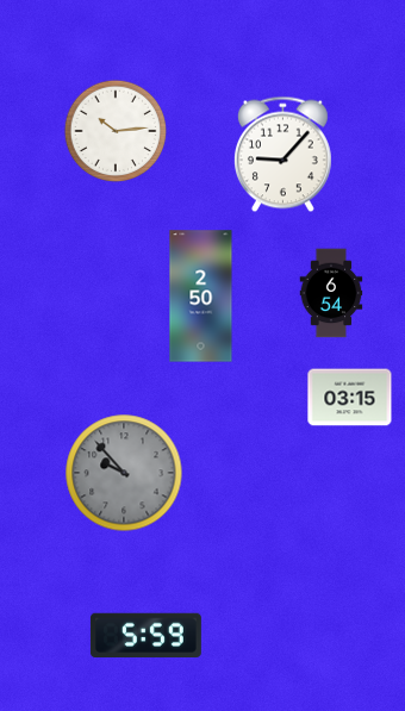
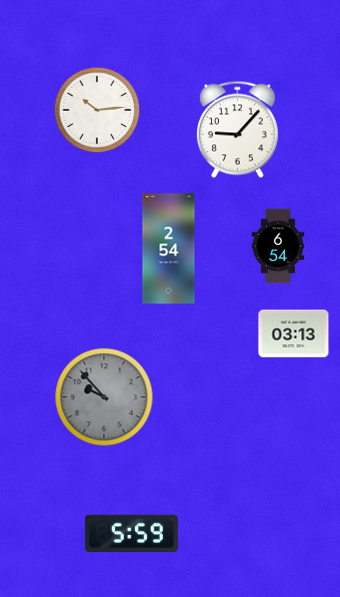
clock at (201, 297): 2:50 -> 2:54
clock at (350, 398): 03:15 -> 03:13
clock at (145, 636) position: (145, 636) -> (131, 534)
